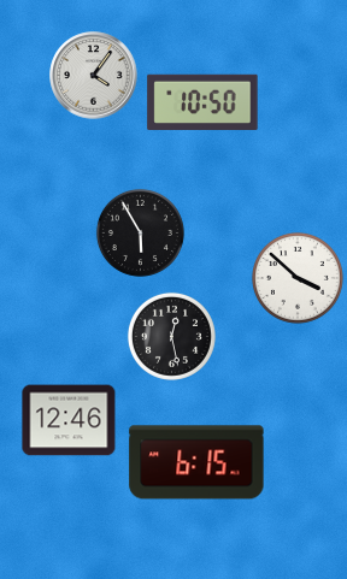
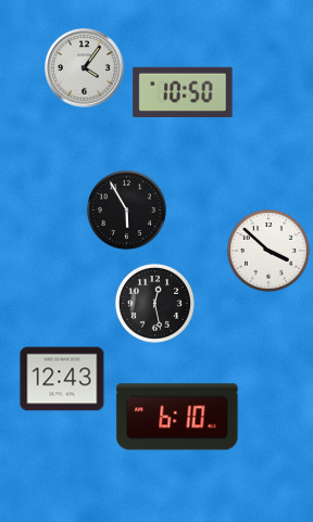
clock at (69, 420): 12:46 -> 12:43
clock at (196, 462): 6:15 -> 6:10
